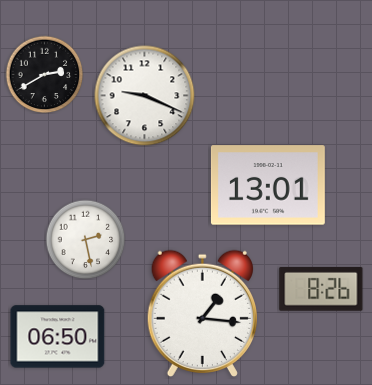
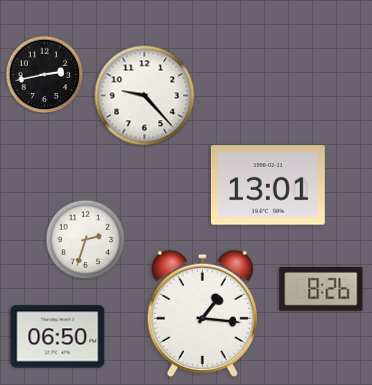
clock at (44, 74): 2:40 -> 2:43
clock at (145, 96): 9:19 -> 9:23
clock at (85, 239): 2:28 -> 2:33
